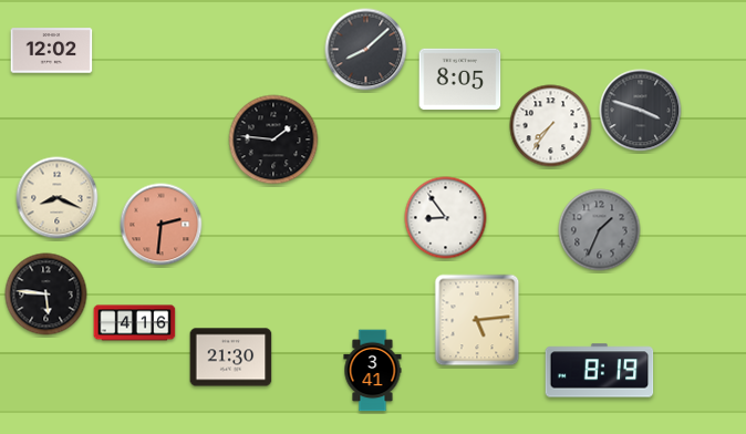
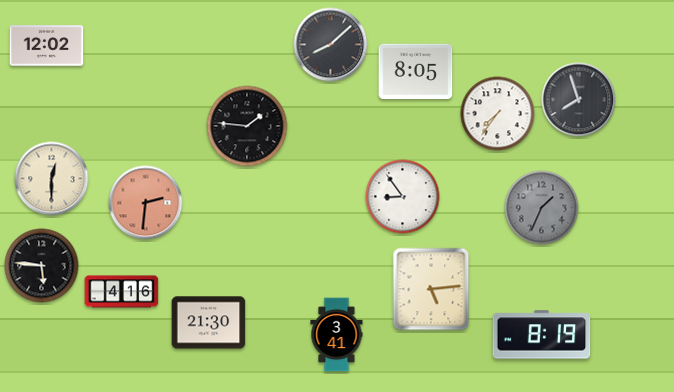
clock at (641, 111): 3:48 -> 7:57
clock at (58, 198): 8:19 -> 12:30
